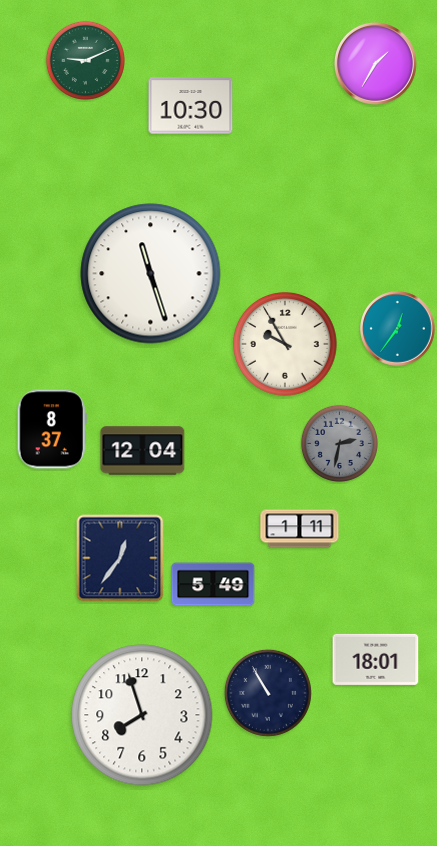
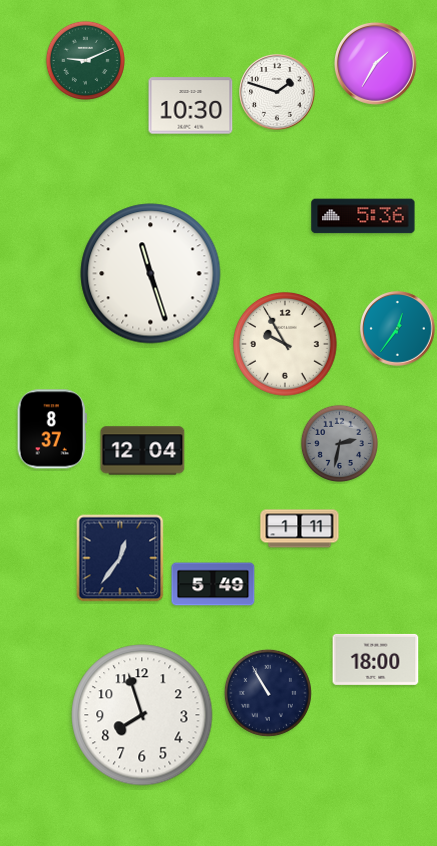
clock at (278, 93): none -> 1:48
clock at (363, 216): none -> 5:36
clock at (376, 659): 18:01 -> 18:00
